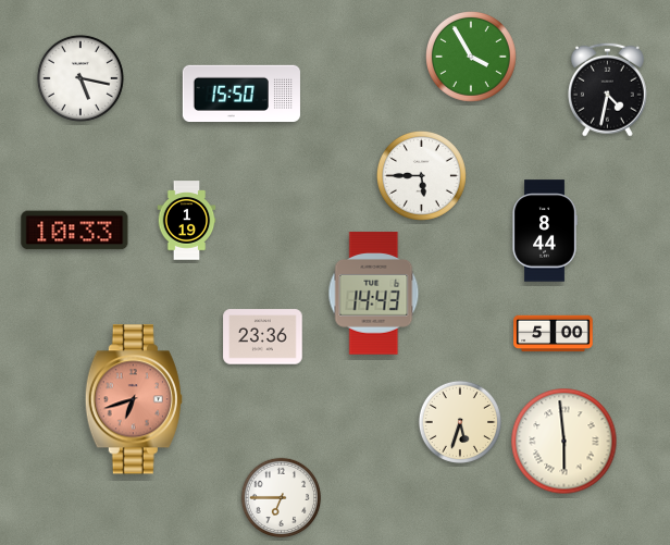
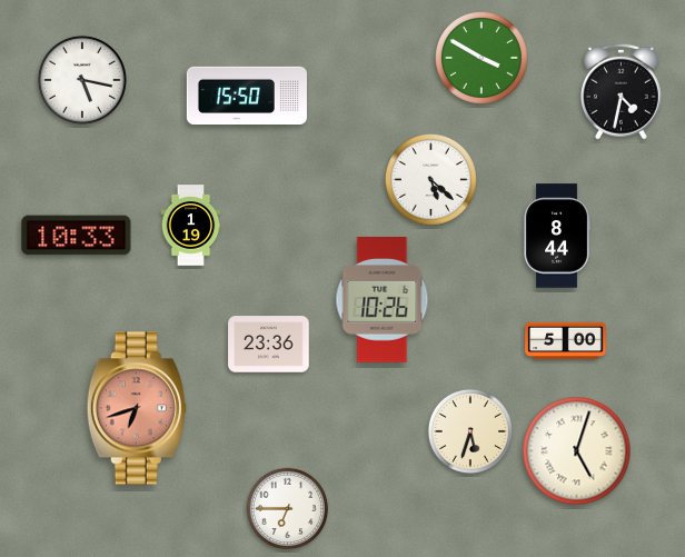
clock at (472, 58): 3:55 -> 3:50
clock at (421, 175): 5:45 -> 5:22
clock at (374, 294): 14:43 -> 10:26
clock at (564, 442): 5:59 -> 5:03
